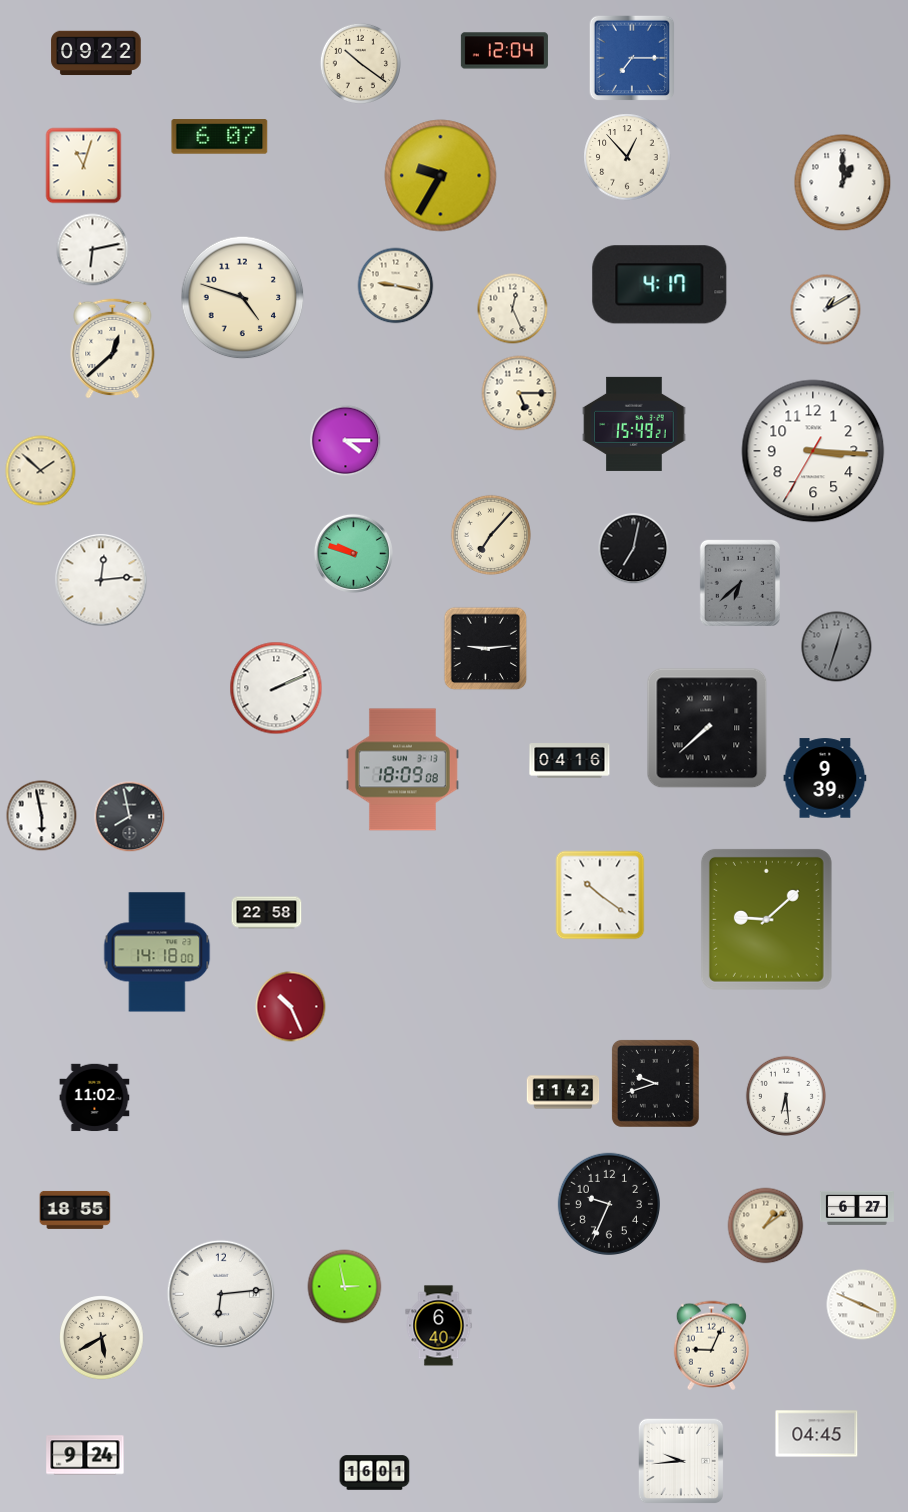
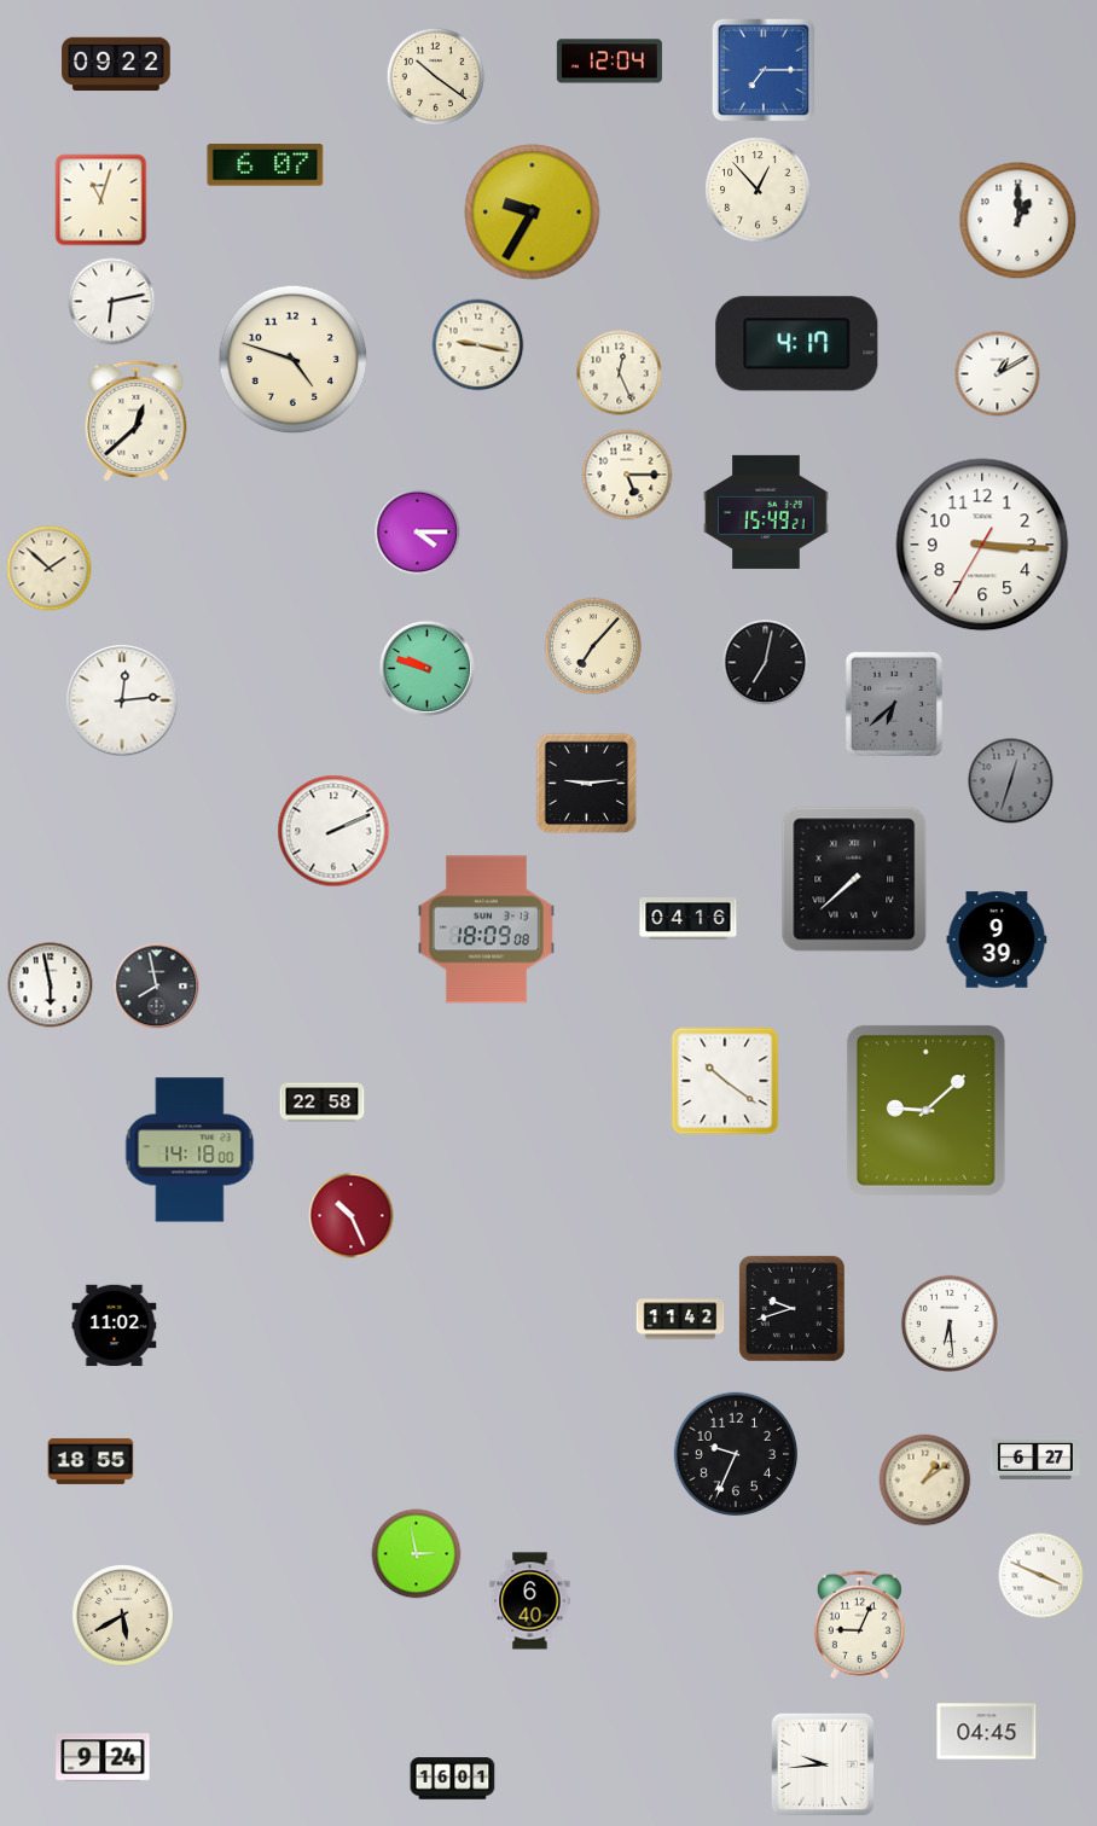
clock at (221, 1294): 6:14 -> none
